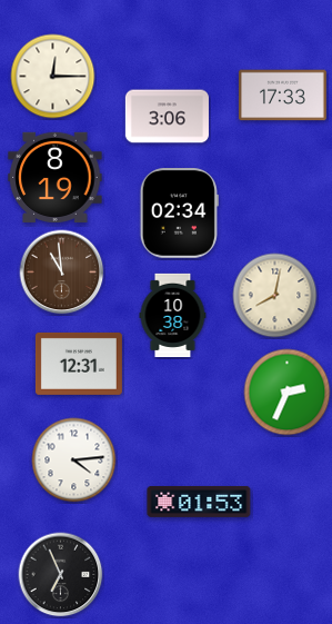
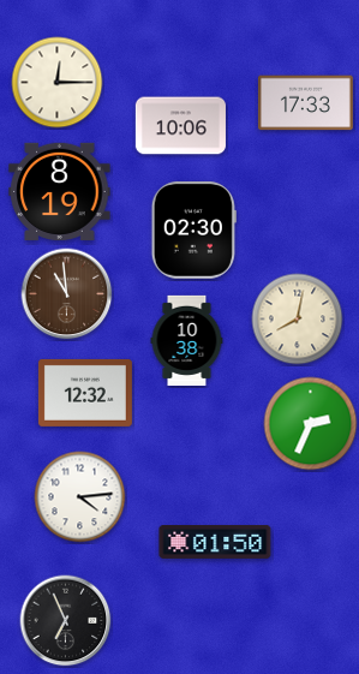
clock at (167, 117): 3:06 -> 10:06
clock at (179, 214): 02:34 -> 02:30
clock at (79, 364): 12:31 -> 12:32
clock at (199, 503): 01:53 -> 01:50
